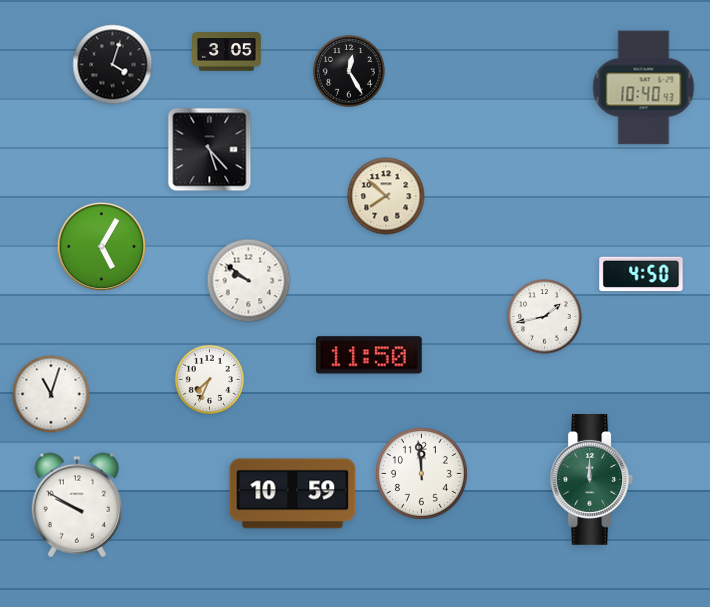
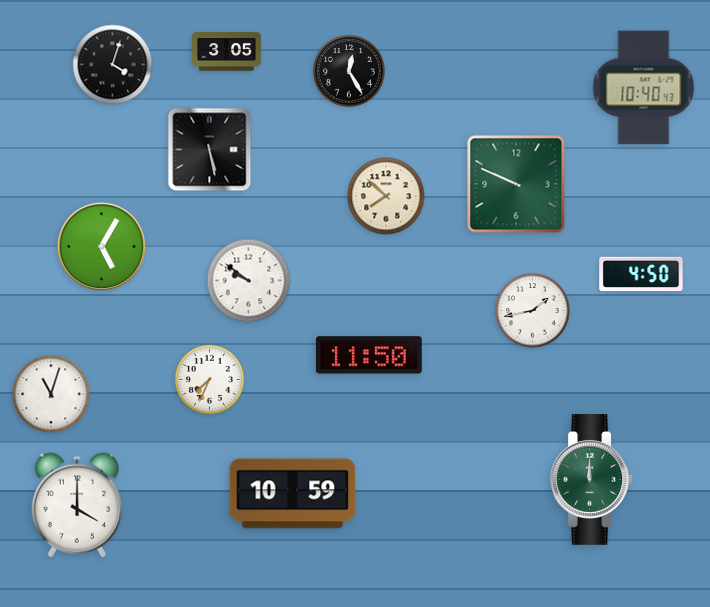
clock at (210, 150): 5:23 -> 5:28
clock at (516, 184): none -> 9:49
clock at (545, 317) position: (545, 317) -> (533, 311)
clock at (421, 473): 11:59 -> none
clock at (77, 505): 9:50 -> 4:00
